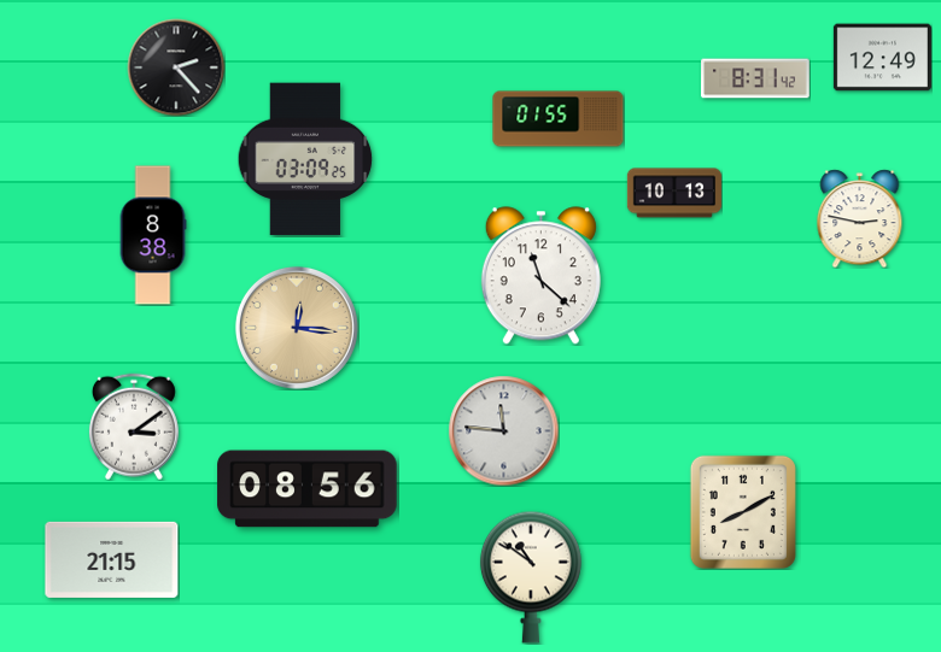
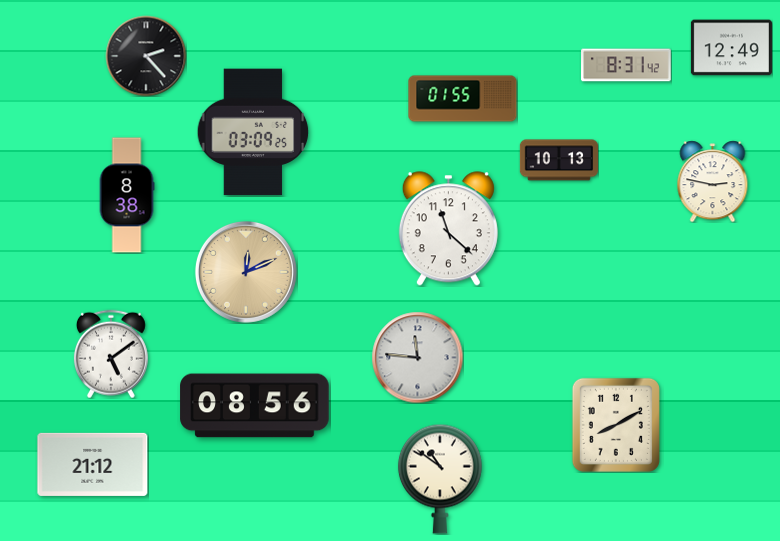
clock at (297, 328): 12:16 -> 12:11
clock at (134, 427): 3:09 -> 5:09
clock at (112, 559): 21:15 -> 21:12
